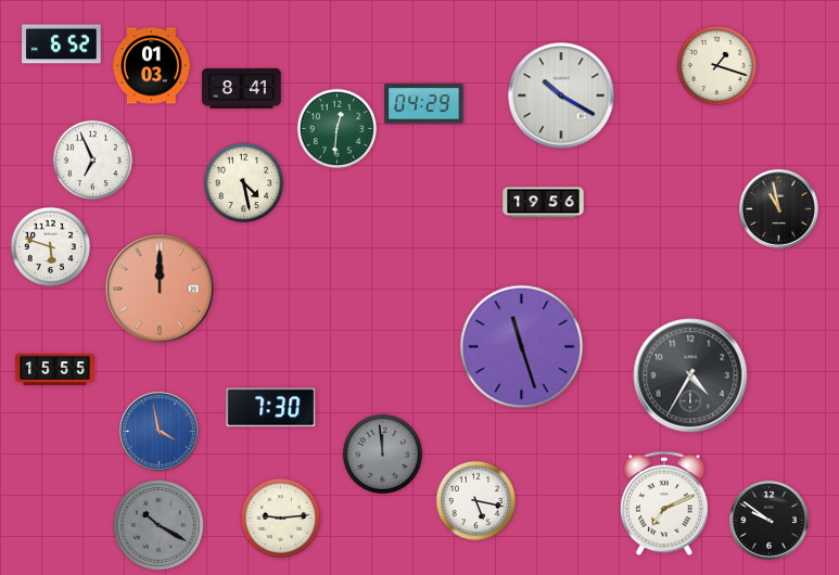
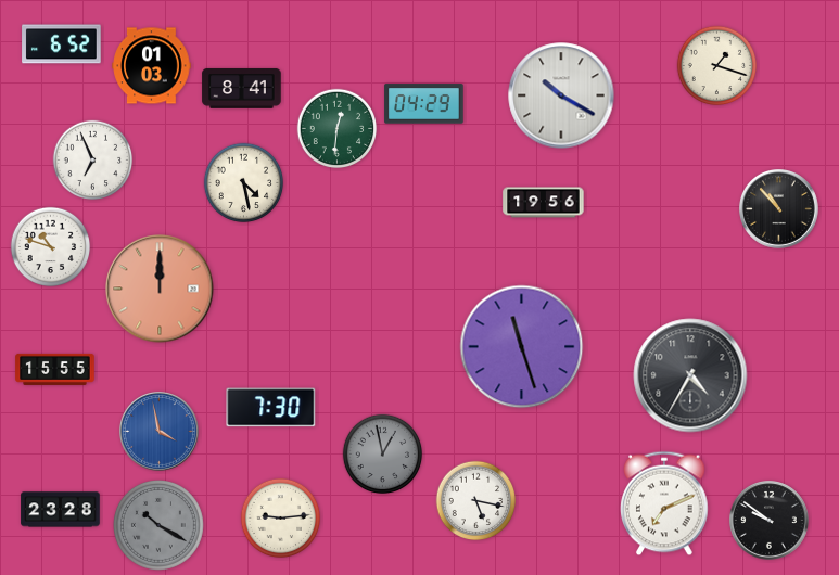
clock at (779, 209): 10:58 -> 10:53
clock at (51, 247): 5:48 -> 10:48
clock at (383, 455): 11:59 -> 12:58
clock at (61, 510): none -> 23:28
